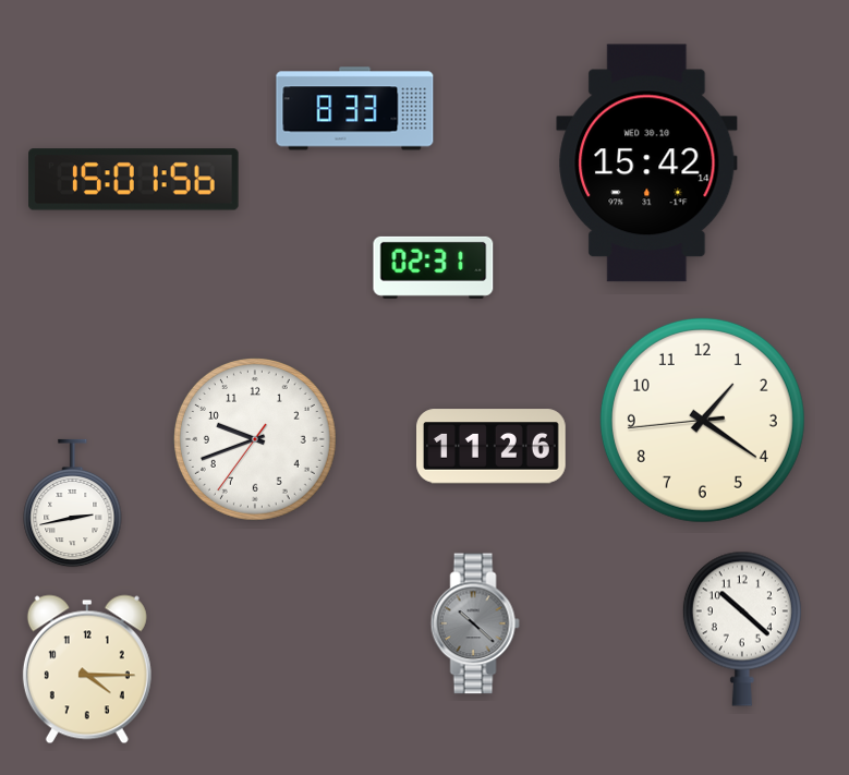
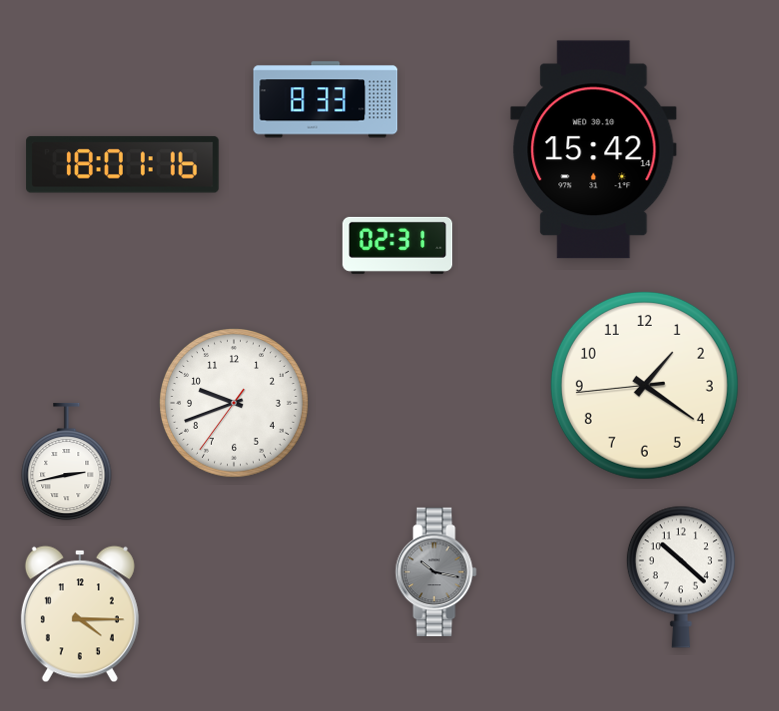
clock at (134, 180): 15:01 -> 18:01
clock at (492, 447): 11:26 -> none
clock at (475, 623): 10:22 -> 10:17
